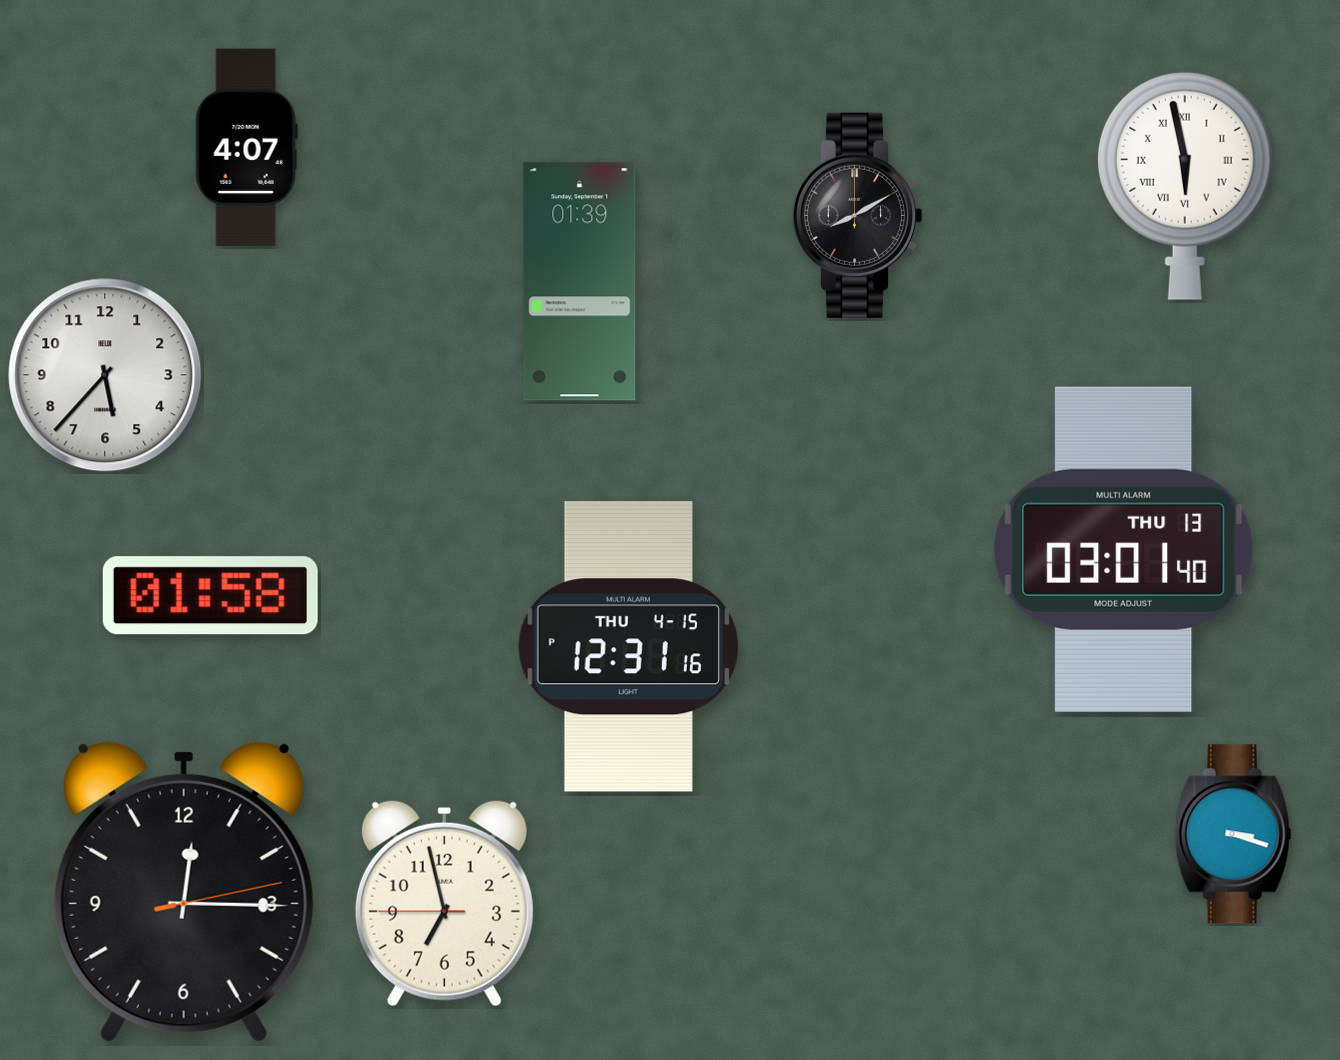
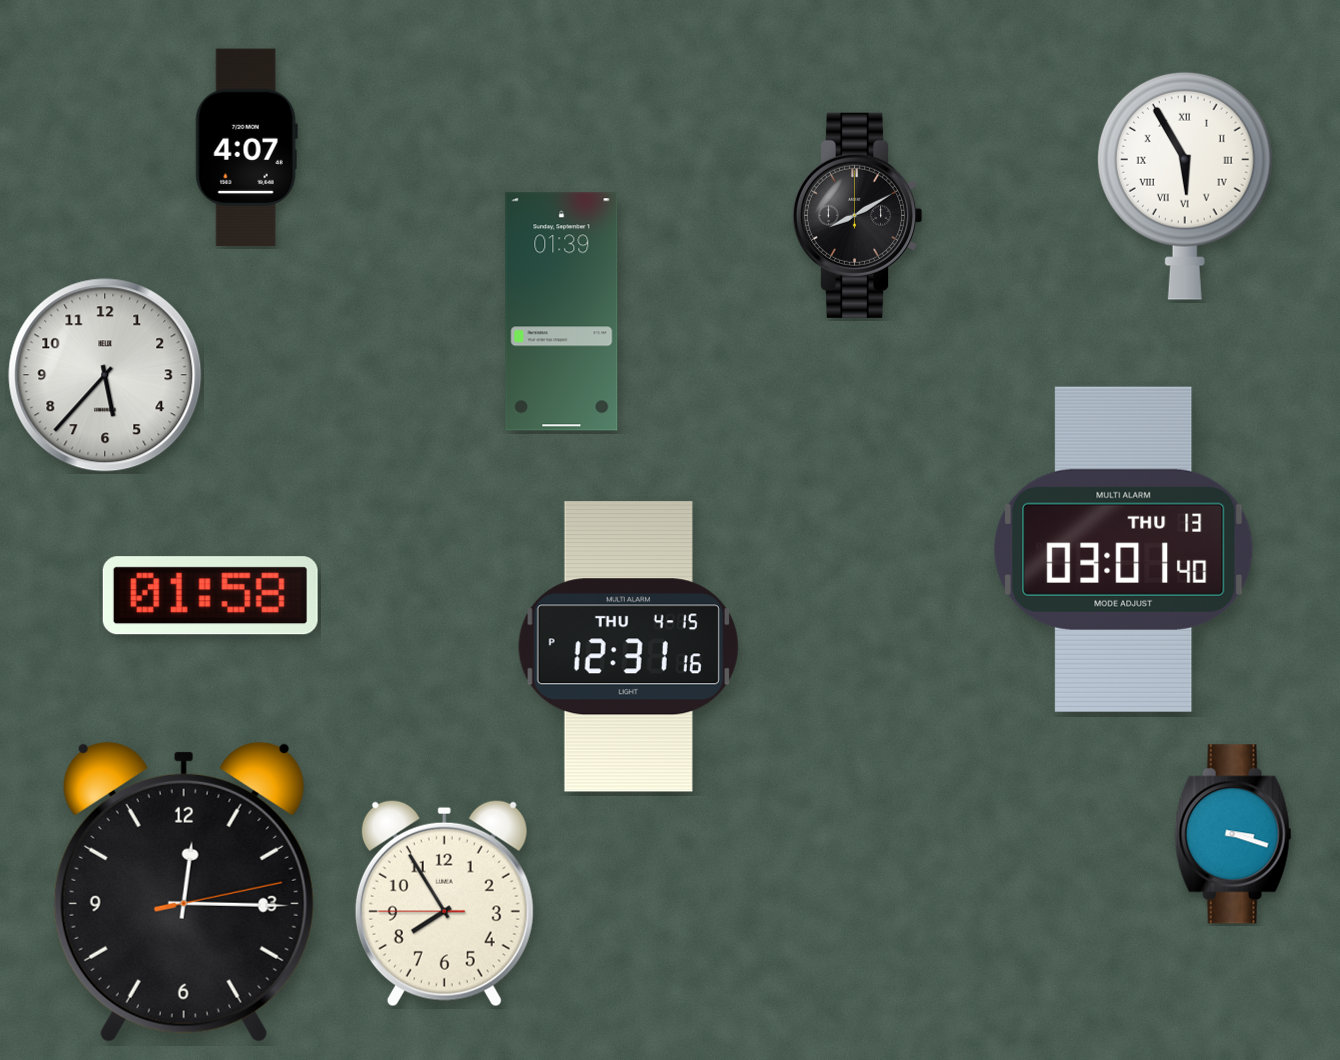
clock at (1185, 186): 5:58 -> 5:55
clock at (580, 282) position: (580, 282) -> (562, 312)
clock at (444, 903): 6:57 -> 7:54
